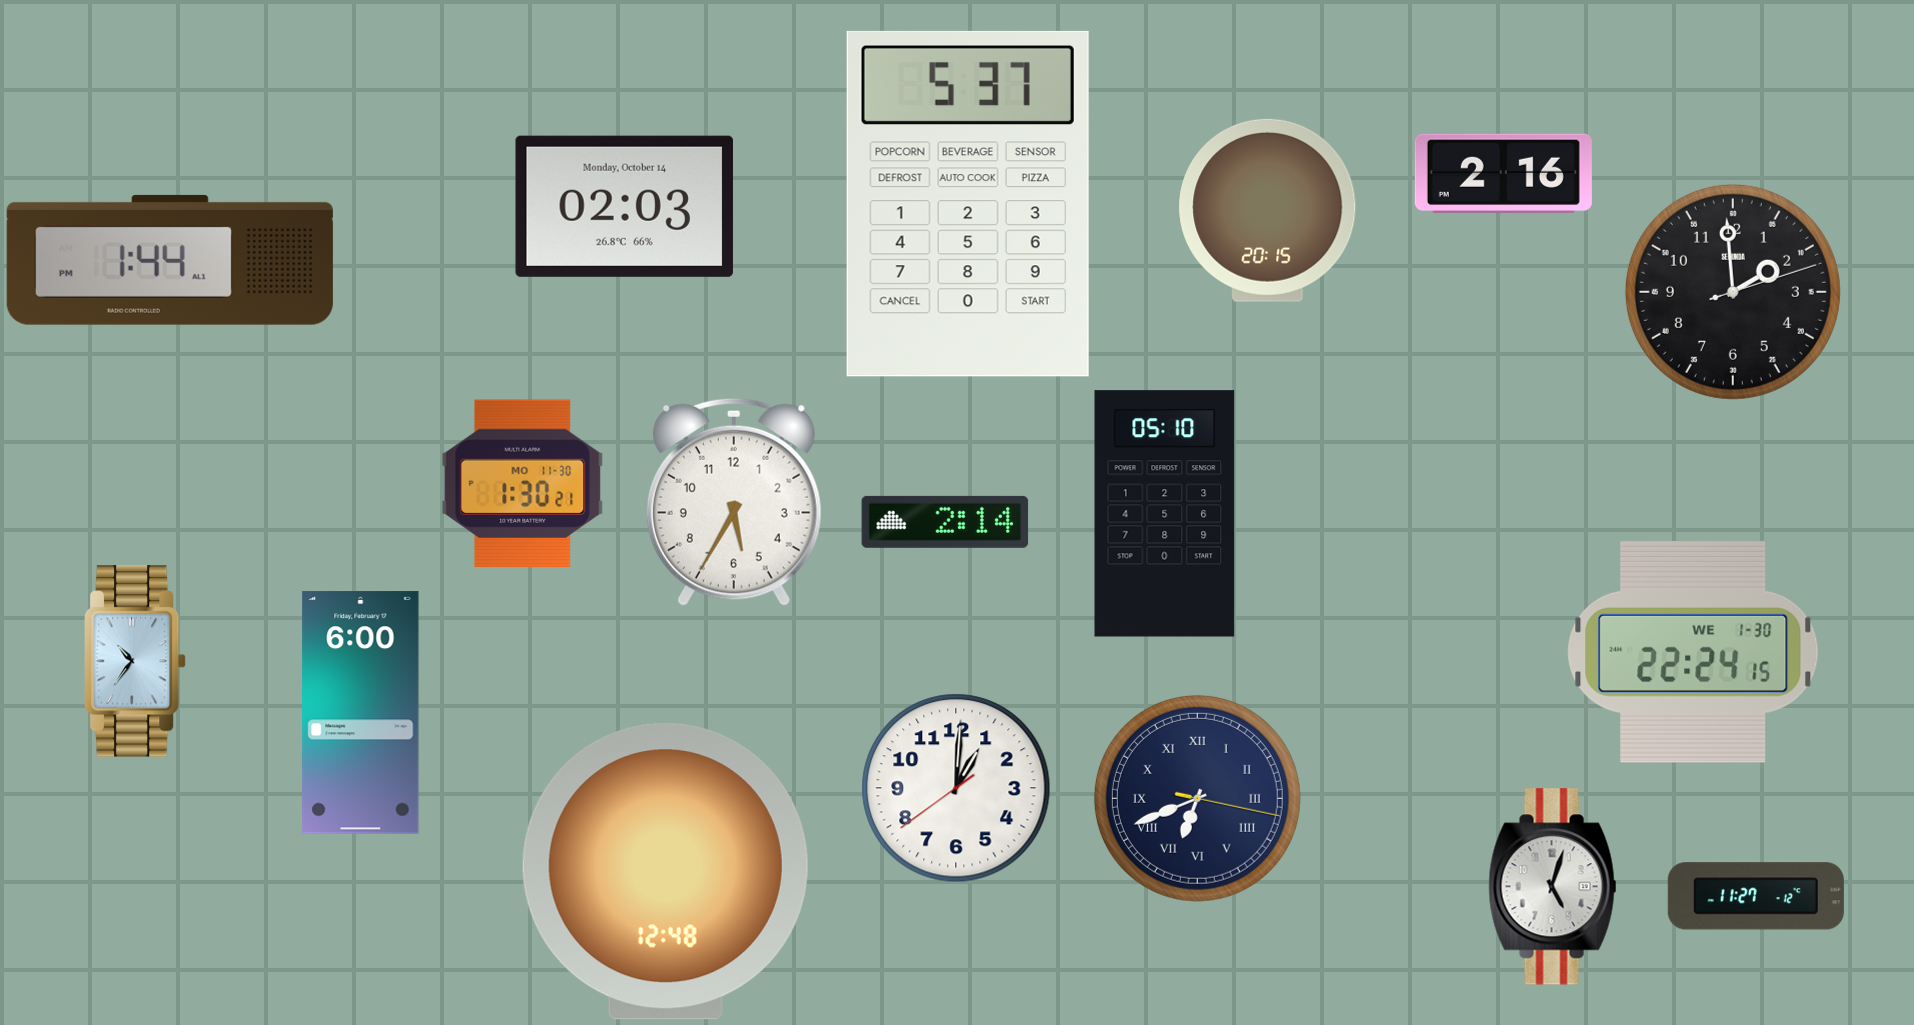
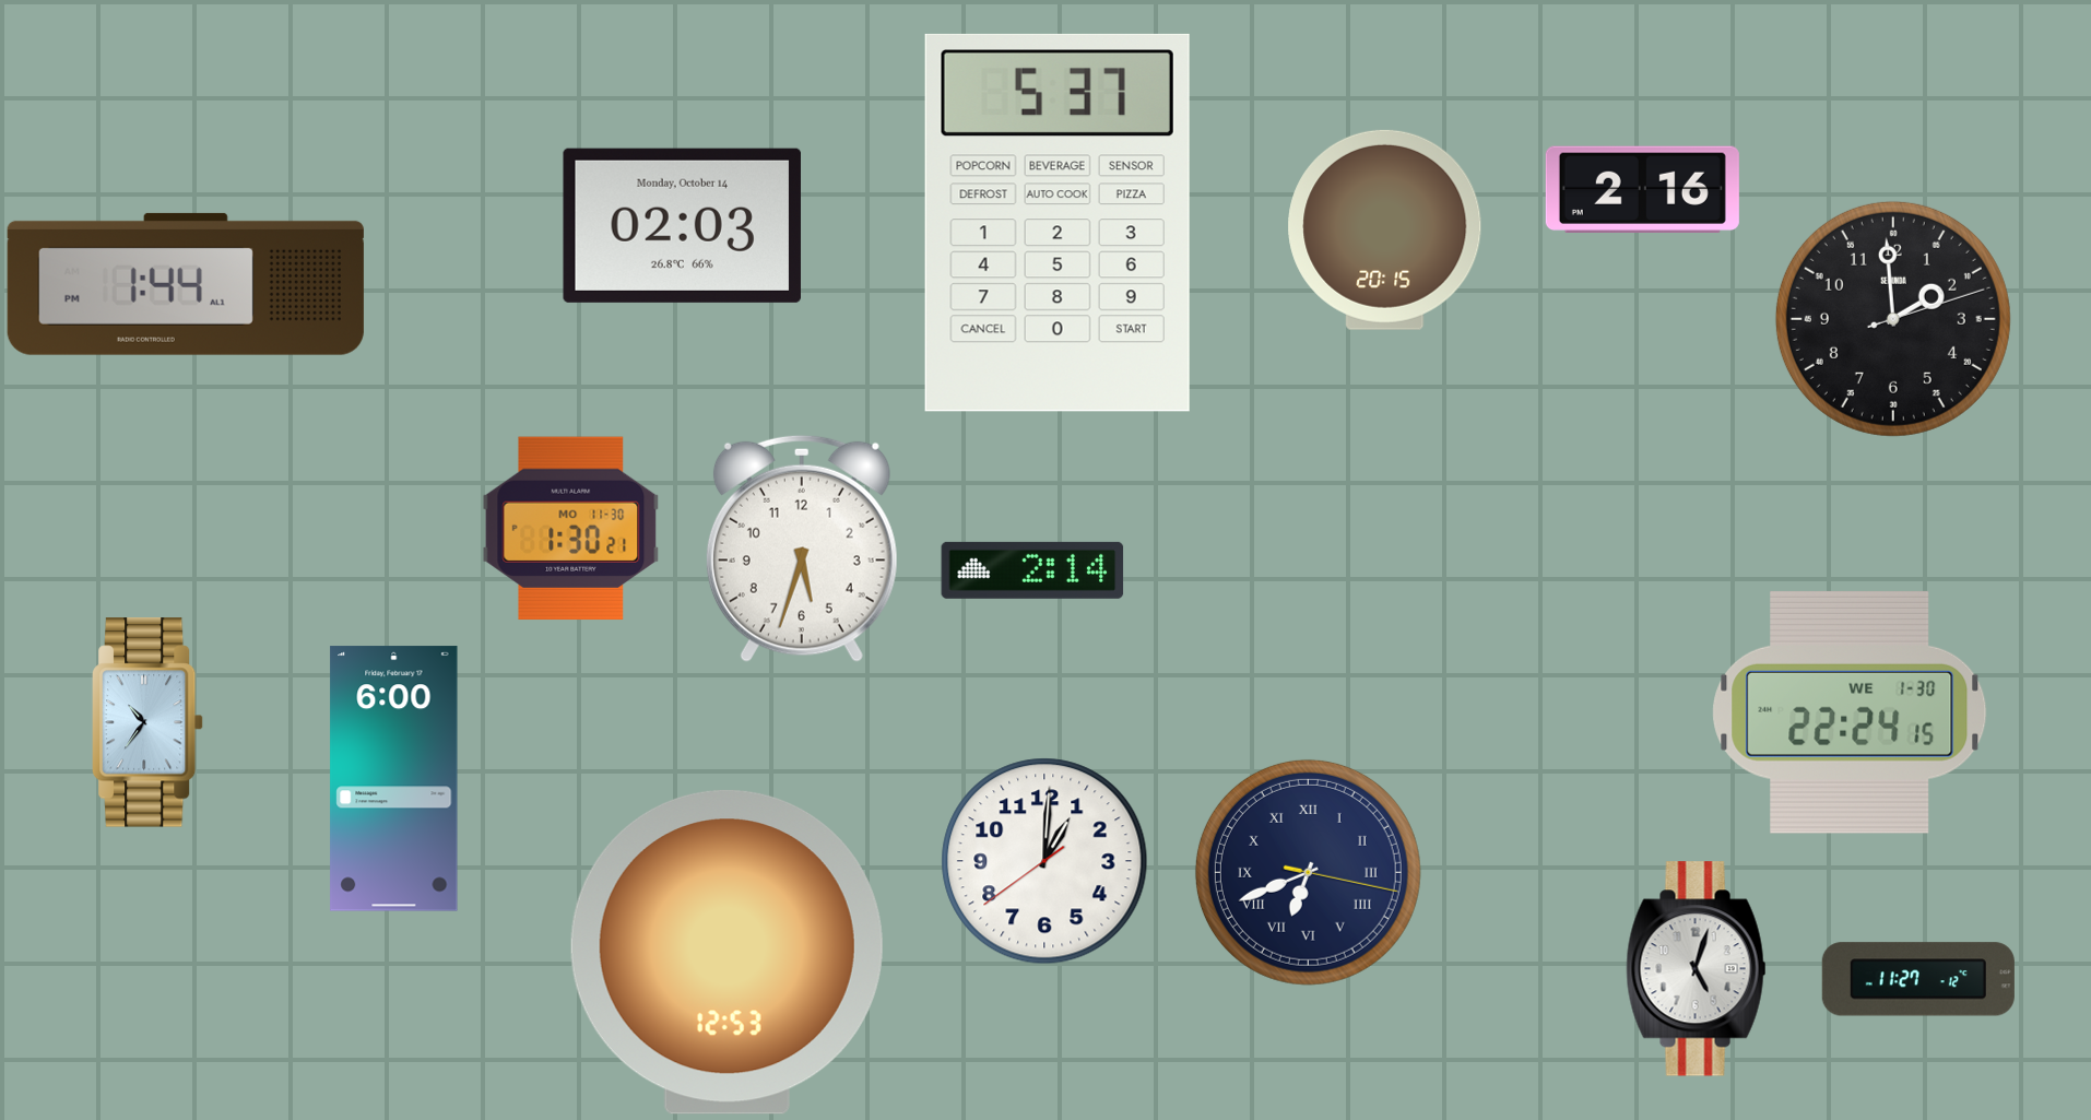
clock at (734, 502): 5:35 -> 5:33
clock at (1165, 514): 05:10 -> none
clock at (665, 871): 12:48 -> 12:53
